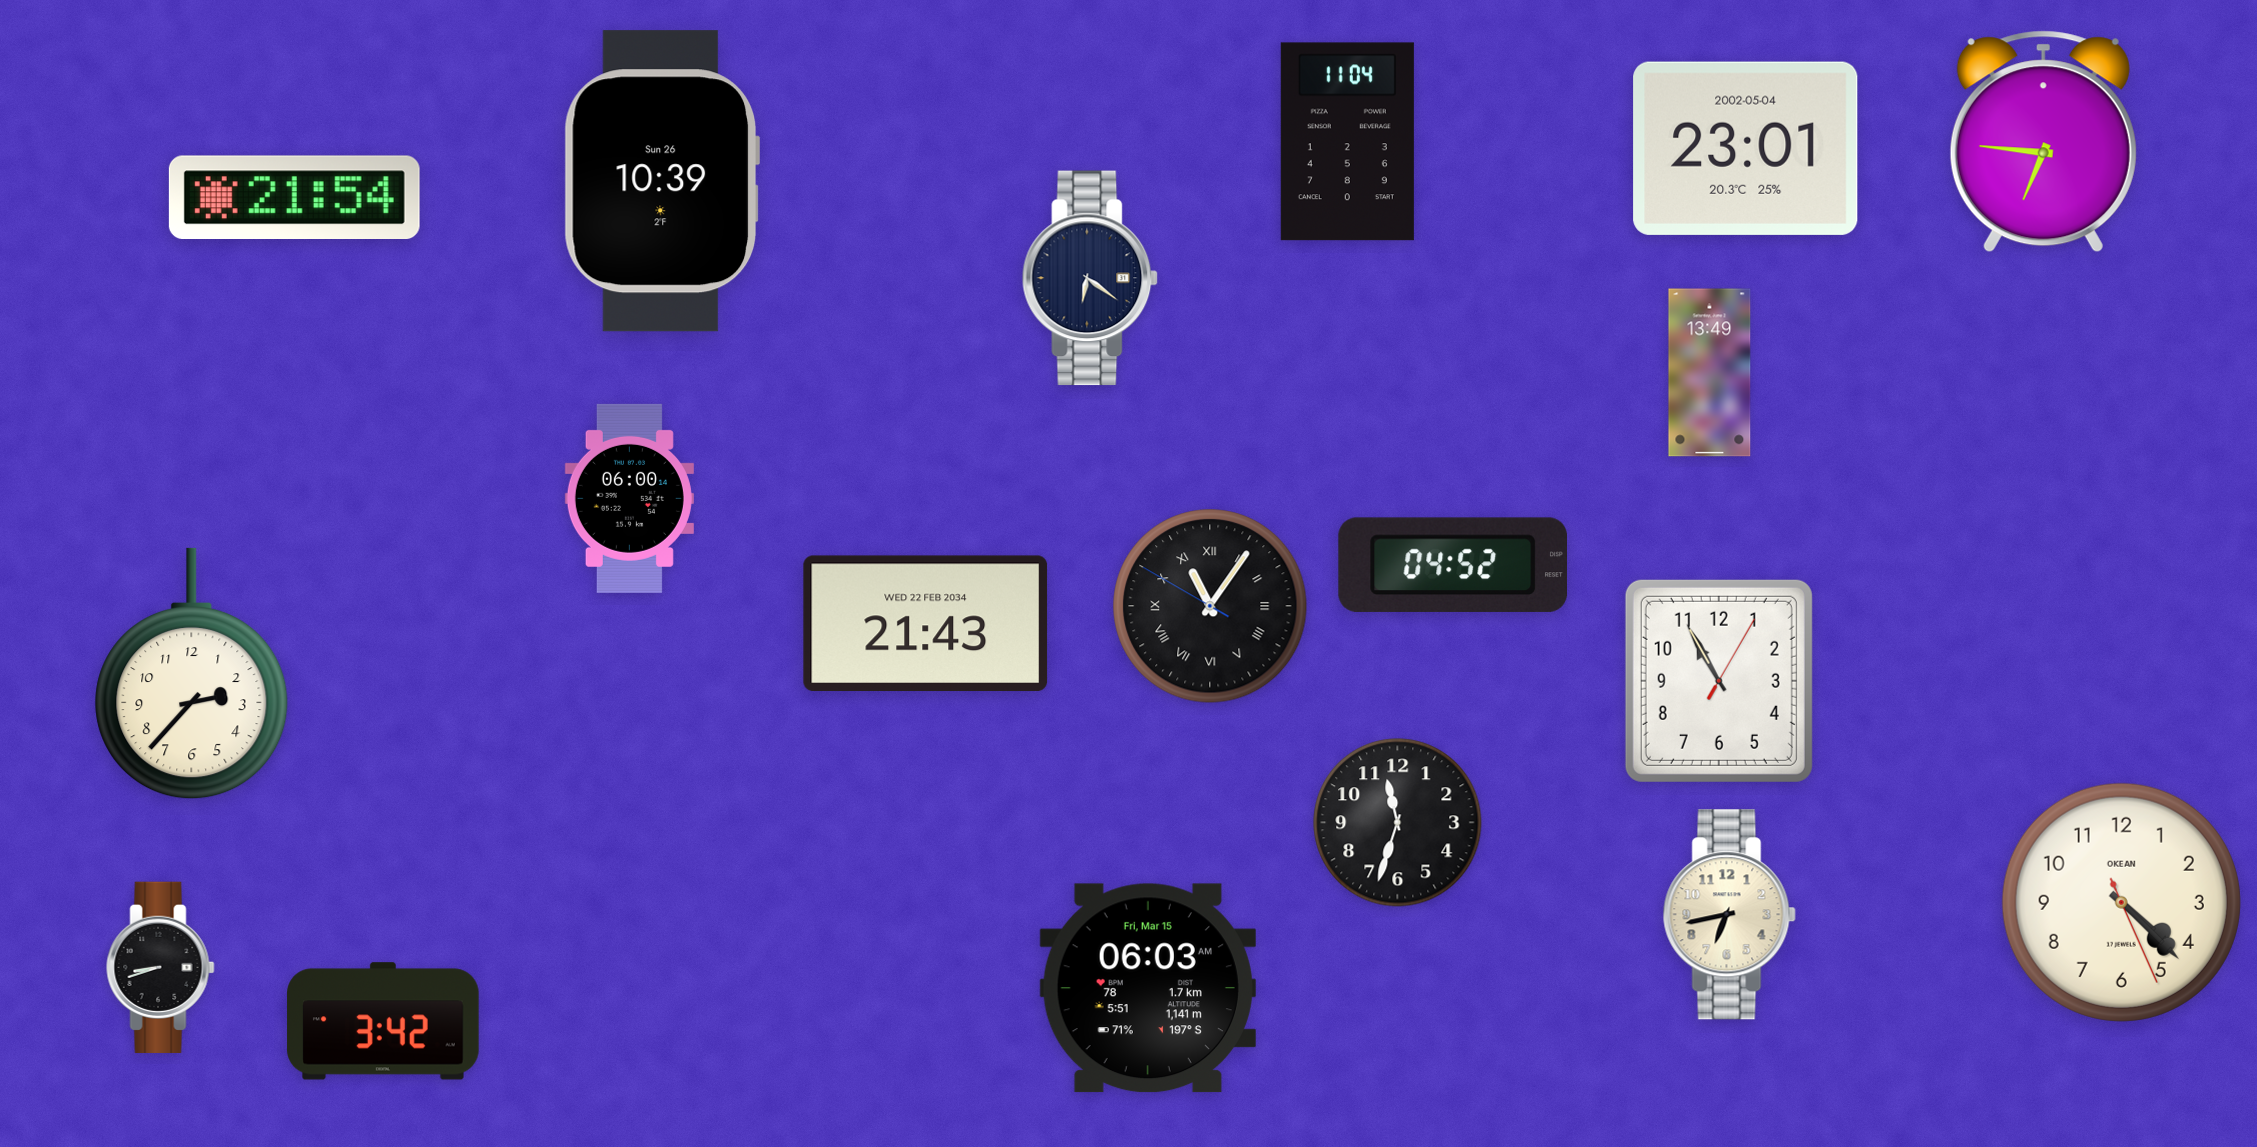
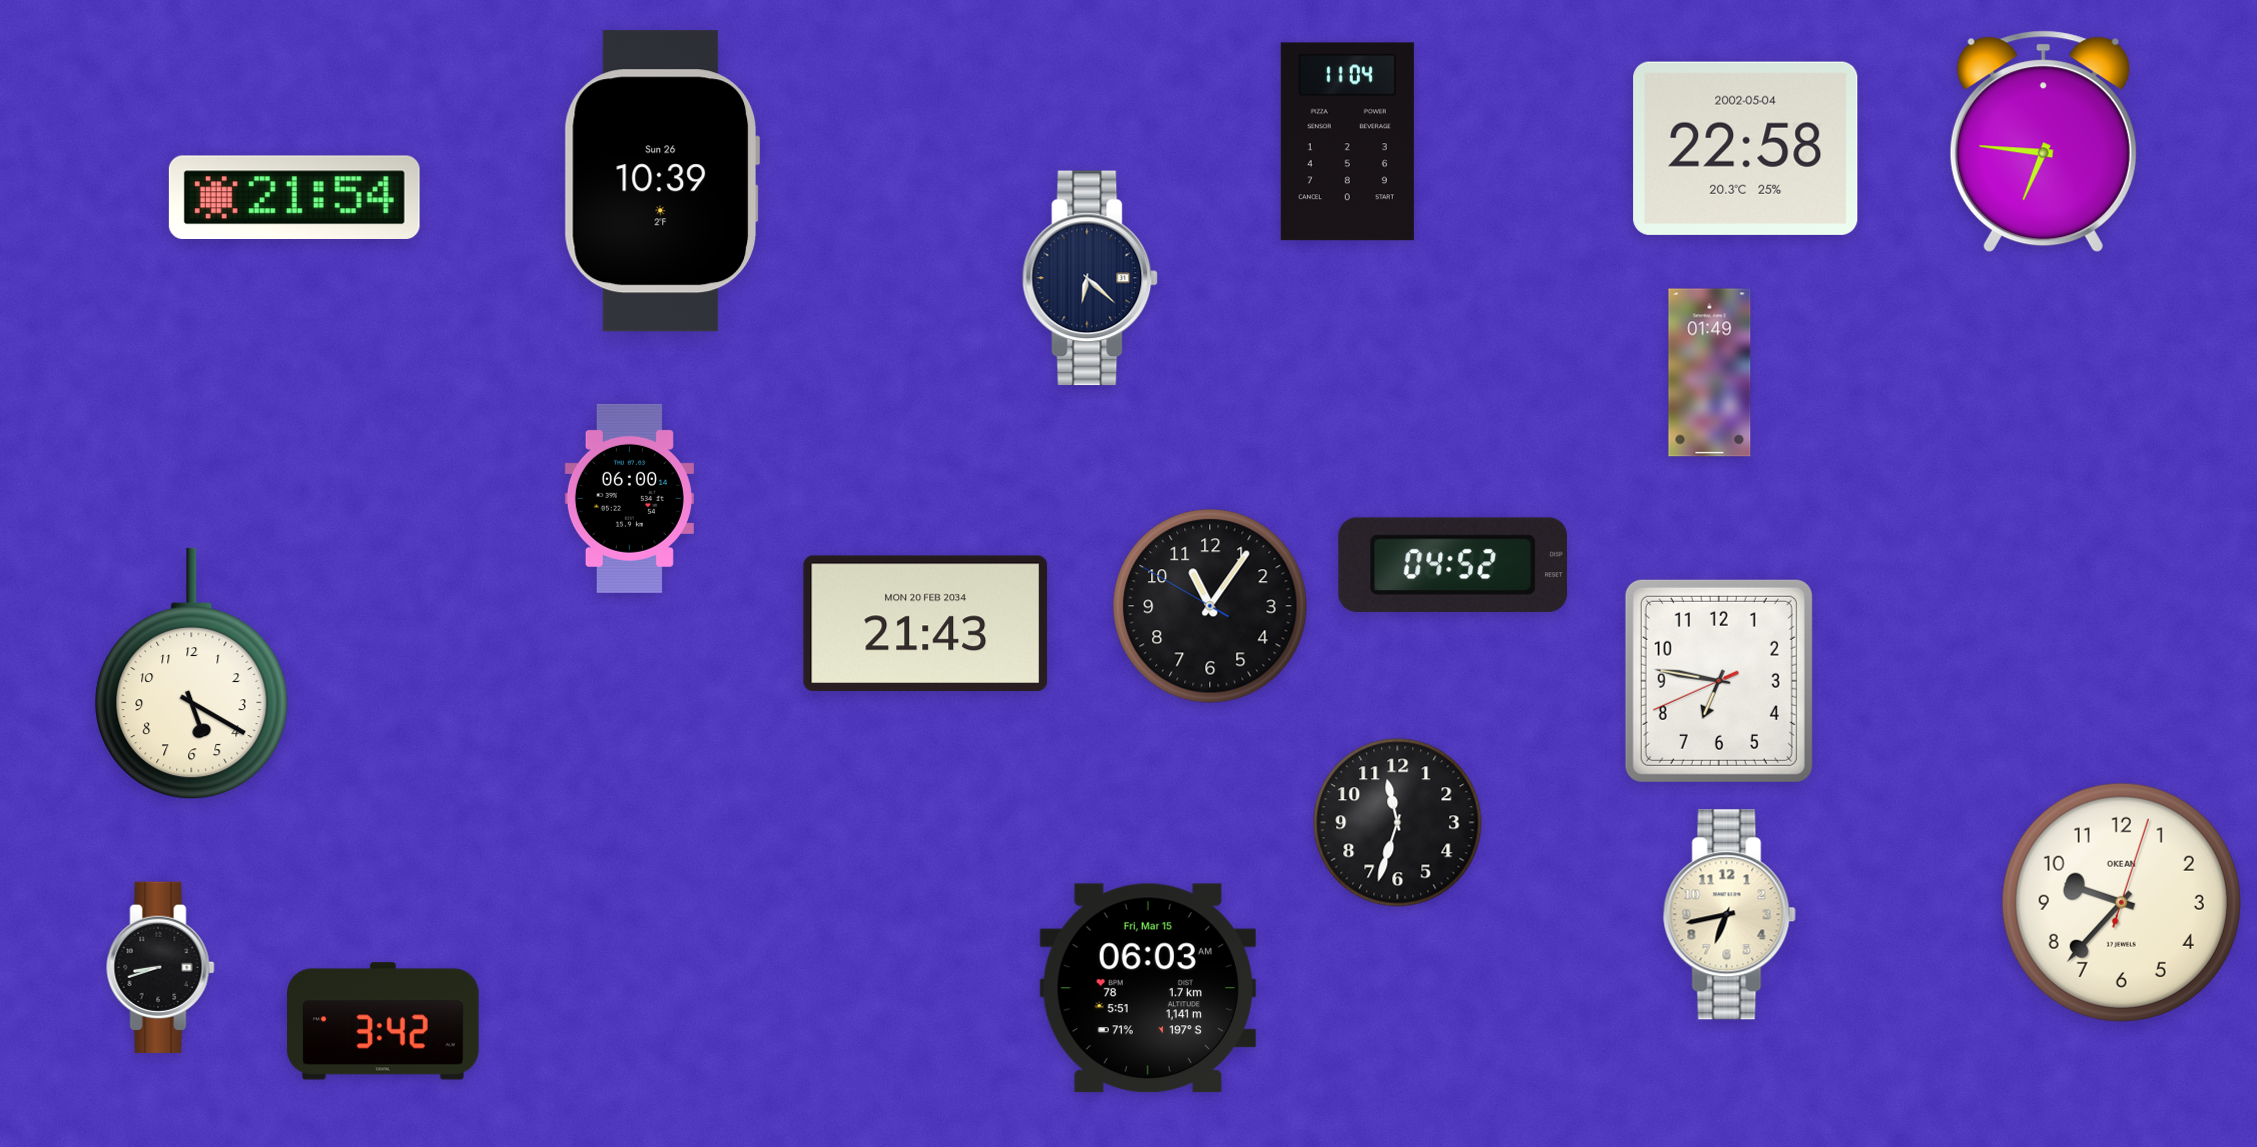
clock at (1746, 148): 23:01 -> 22:58
clock at (1090, 278): 6:21 -> 6:22
clock at (1710, 373): 13:49 -> 01:49
clock at (1210, 606) numerals: Roman -> Arabic
clock at (926, 623) date: WED 22 FEB 2034 -> MON 20 FEB 2034
clock at (192, 674): 2:37 -> 5:20
clock at (1719, 681): 10:55 -> 6:46
clock at (2121, 902): 4:22 -> 9:37
